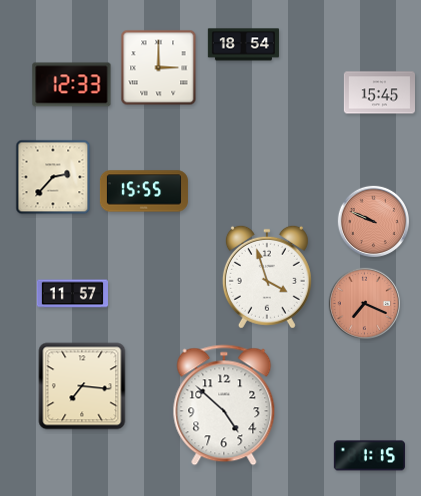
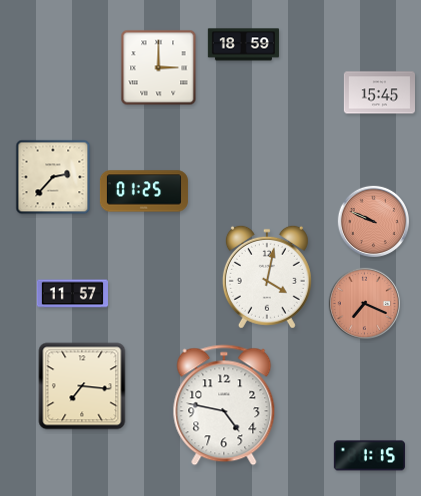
clock at (243, 45): 18:54 -> 18:59
clock at (72, 85): 12:33 -> none
clock at (144, 191): 15:55 -> 01:25
clock at (267, 277): 3:57 -> 4:02
clock at (224, 405): 4:52 -> 4:47
